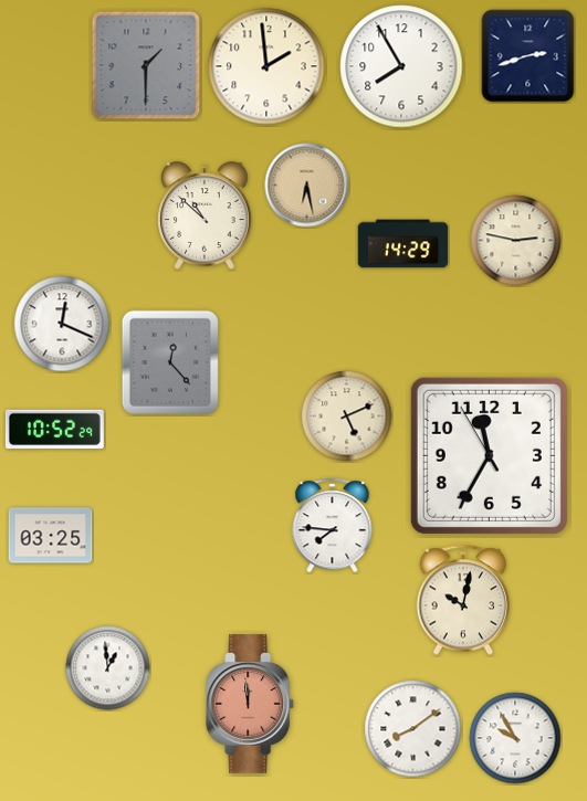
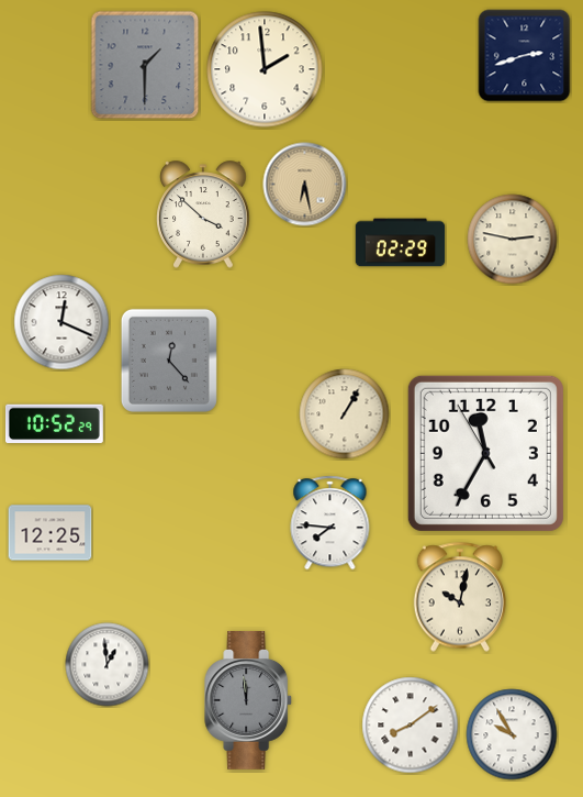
clock at (266, 66) position: (266, 66) -> (265, 69)
clock at (401, 66): 7:55 -> none
clock at (205, 215): 10:52 -> 3:52
clock at (403, 244): 14:29 -> 02:29
clock at (347, 417): 5:11 -> 1:05
clock at (54, 430) position: (54, 430) -> (54, 424)
clock at (51, 536): 03:25 -> 12:25
clock at (251, 705) dial: salmon -> grey
